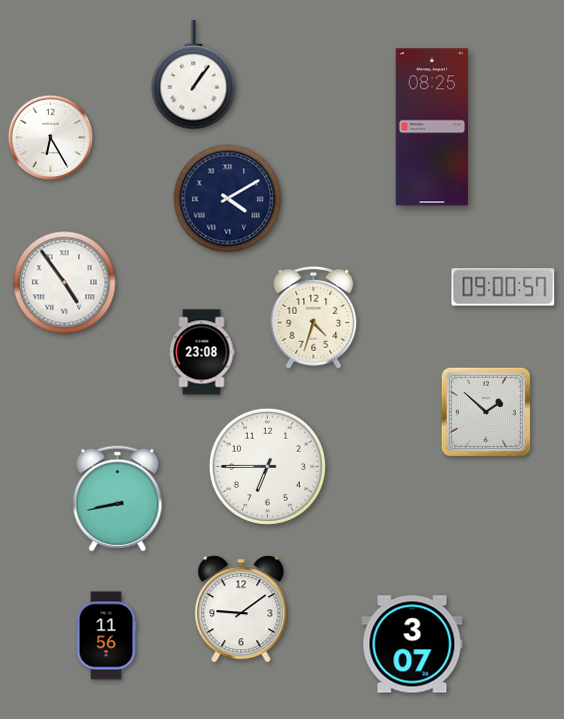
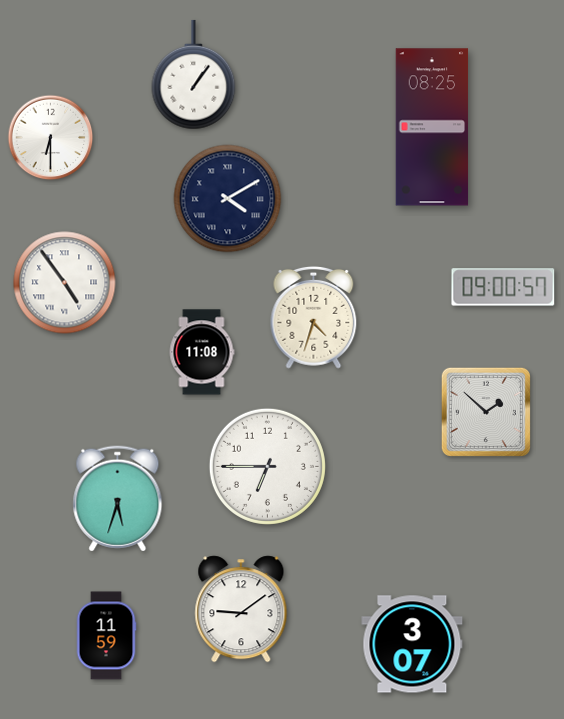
clock at (51, 138): 6:25 -> 6:30
clock at (202, 352): 23:08 -> 11:08
clock at (118, 499): 8:43 -> 5:33
clock at (106, 636): 11:56 -> 11:59
